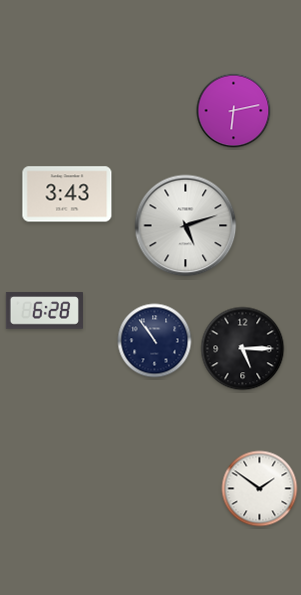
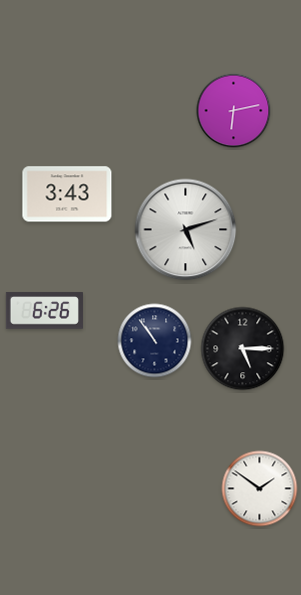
clock at (186, 226) position: (186, 226) -> (186, 230)
clock at (44, 311): 6:28 -> 6:26
